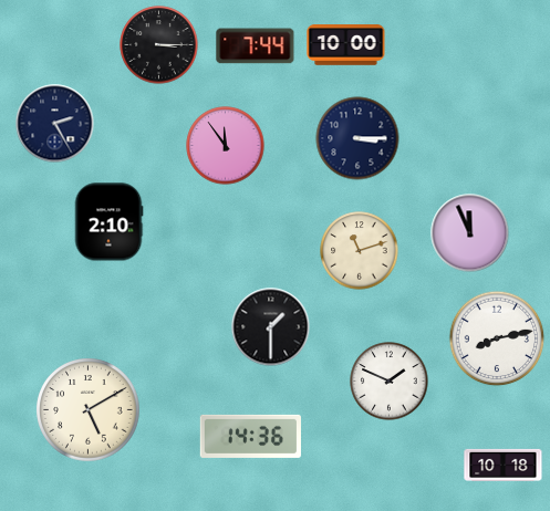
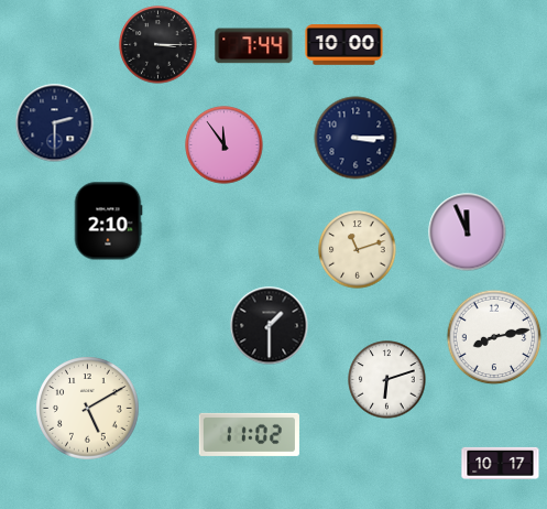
clock at (55, 124): 2:25 -> 2:30
clock at (390, 382): 1:49 -> 6:12
clock at (250, 436): 14:36 -> 11:02
clock at (504, 465): 10:18 -> 10:17
